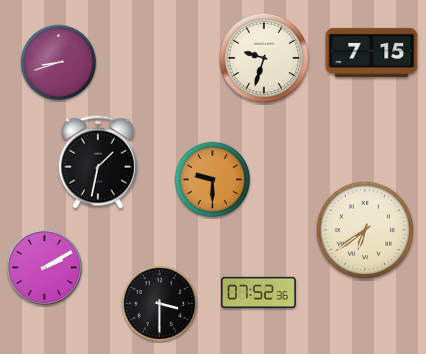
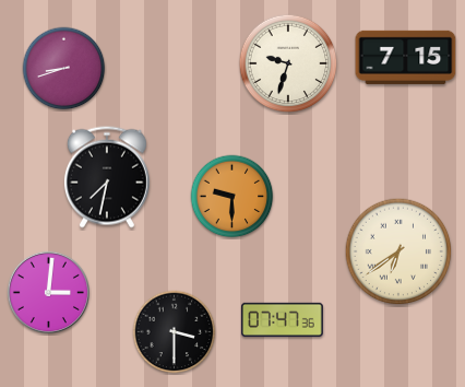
clock at (98, 162): 1:32 -> 7:32
clock at (44, 267): 2:10 -> 3:01
clock at (259, 292): 07:52 -> 07:47
